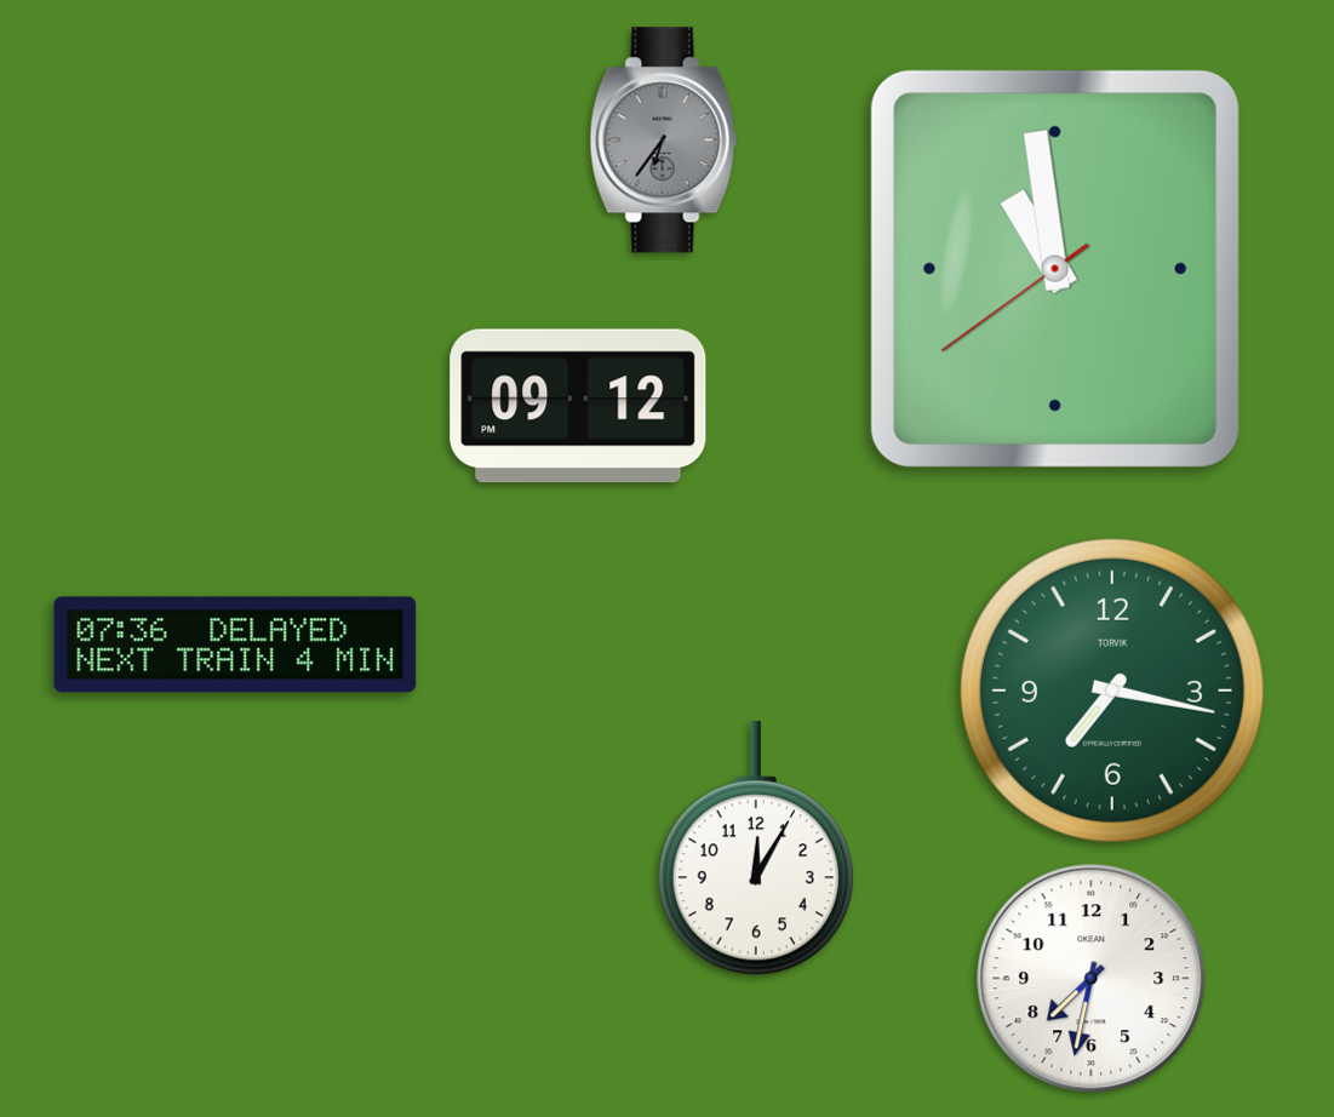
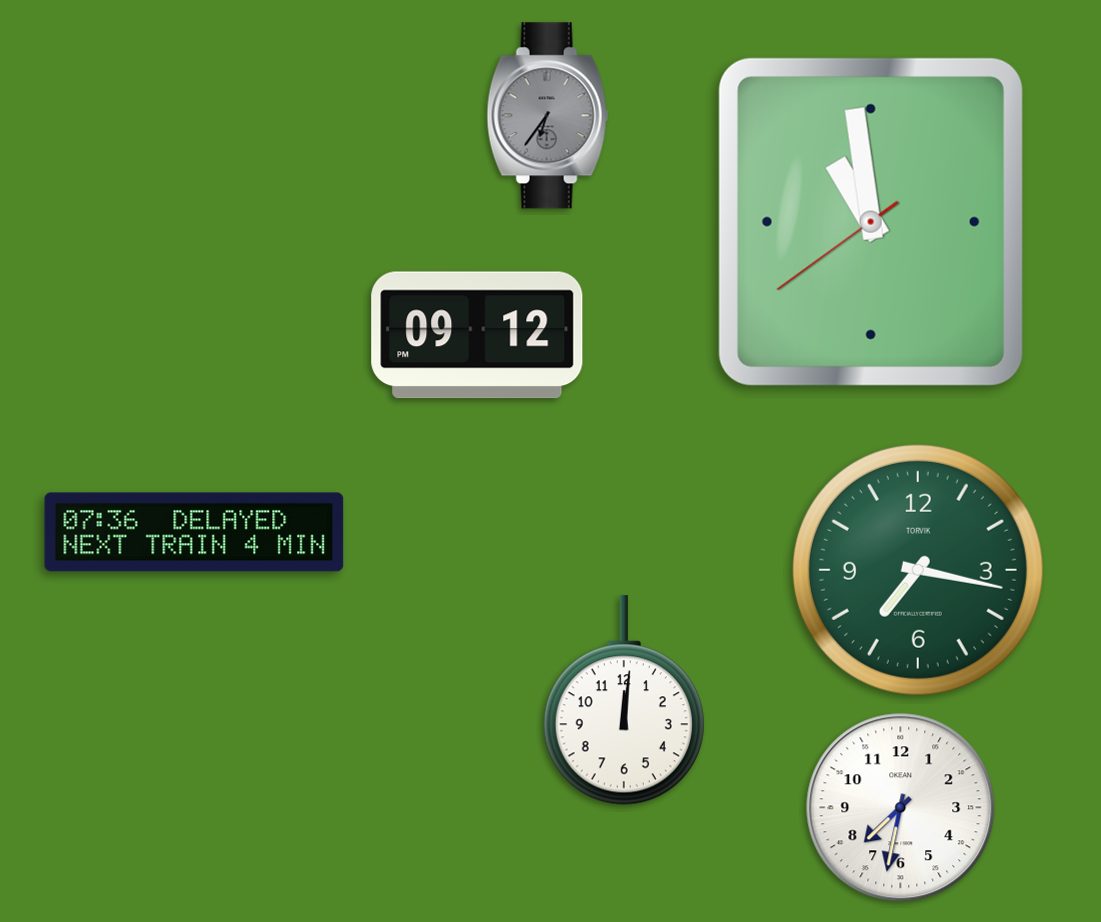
clock at (756, 848): 12:05 -> 12:01
